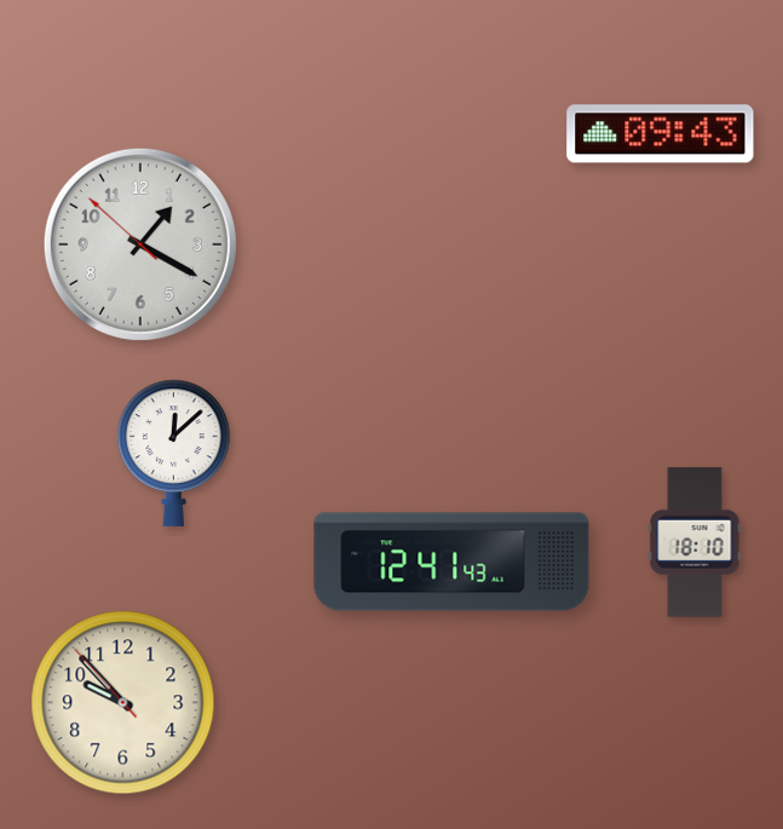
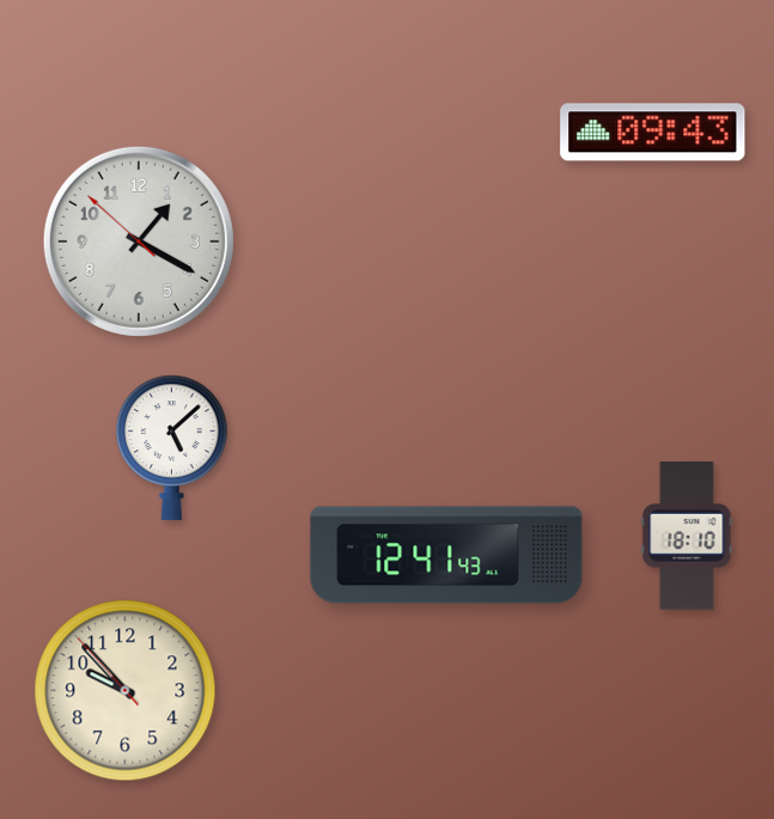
clock at (174, 453): 12:08 -> 5:08
clock at (123, 703) position: (123, 703) -> (126, 691)
